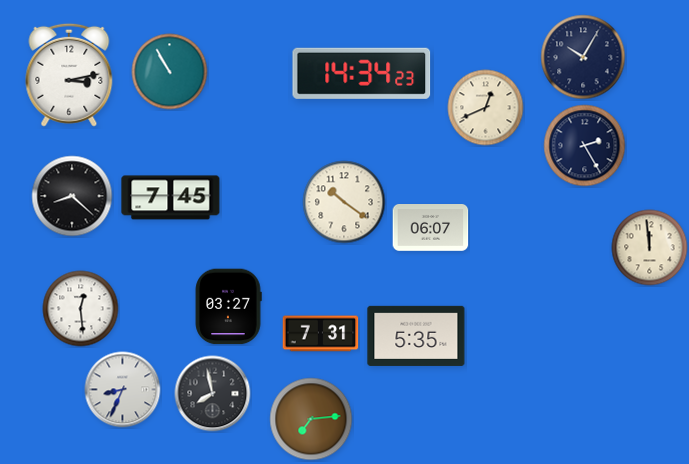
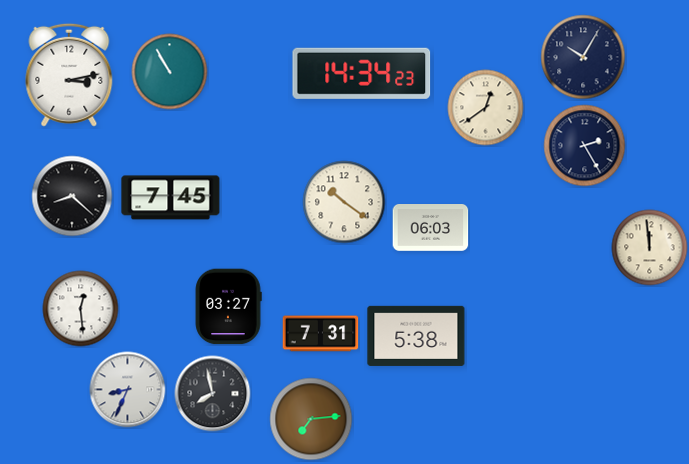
clock at (486, 108): 12:41 -> 12:39
clock at (431, 228): 06:07 -> 06:03
clock at (416, 336): 5:35 -> 5:38
clock at (123, 390) position: (123, 390) -> (128, 390)
